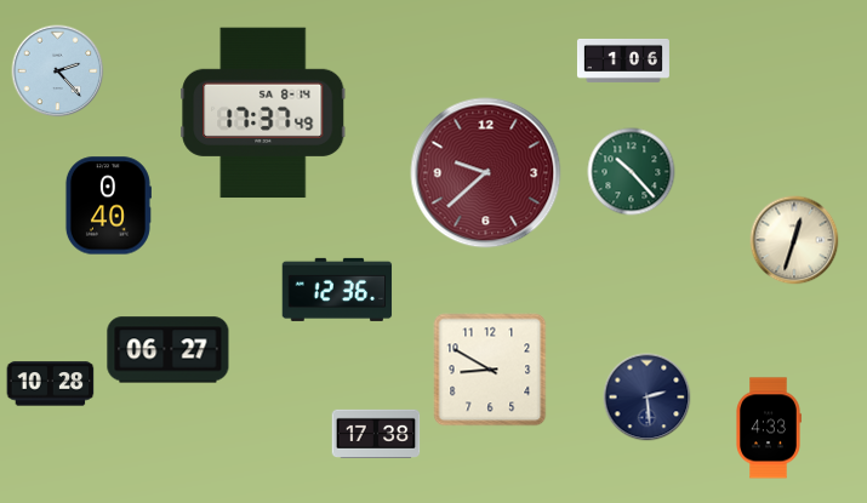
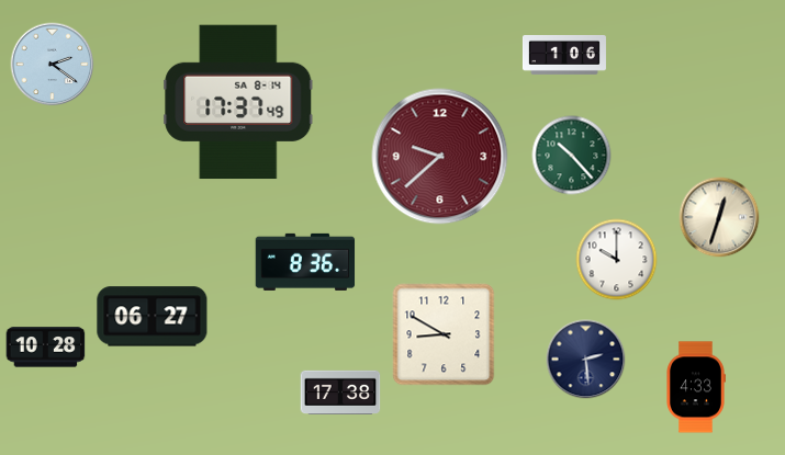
clock at (58, 72): 2:23 -> 2:21
clock at (108, 206): 0:40 -> none
clock at (617, 260): none -> 10:00
clock at (337, 290): 12:36 -> 8:36
